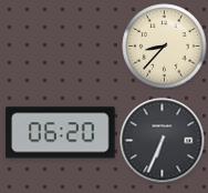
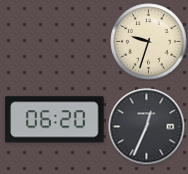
clock at (165, 47): 8:37 -> 9:33
clock at (163, 141): 6:34 -> 12:34
